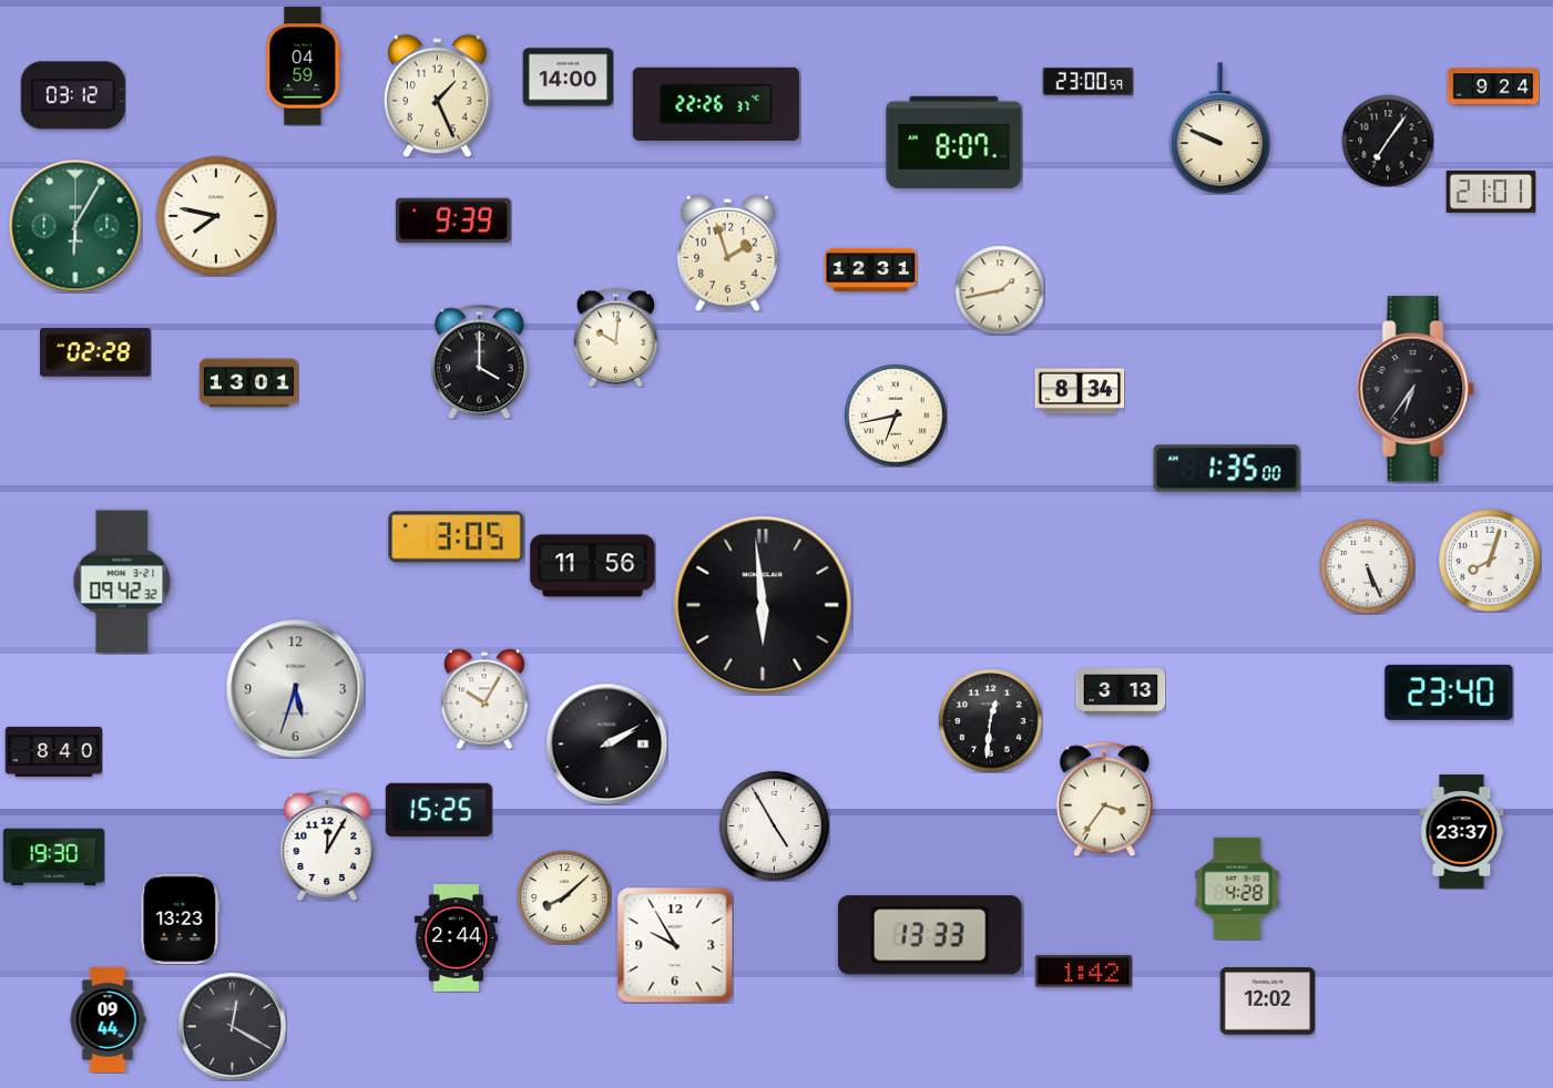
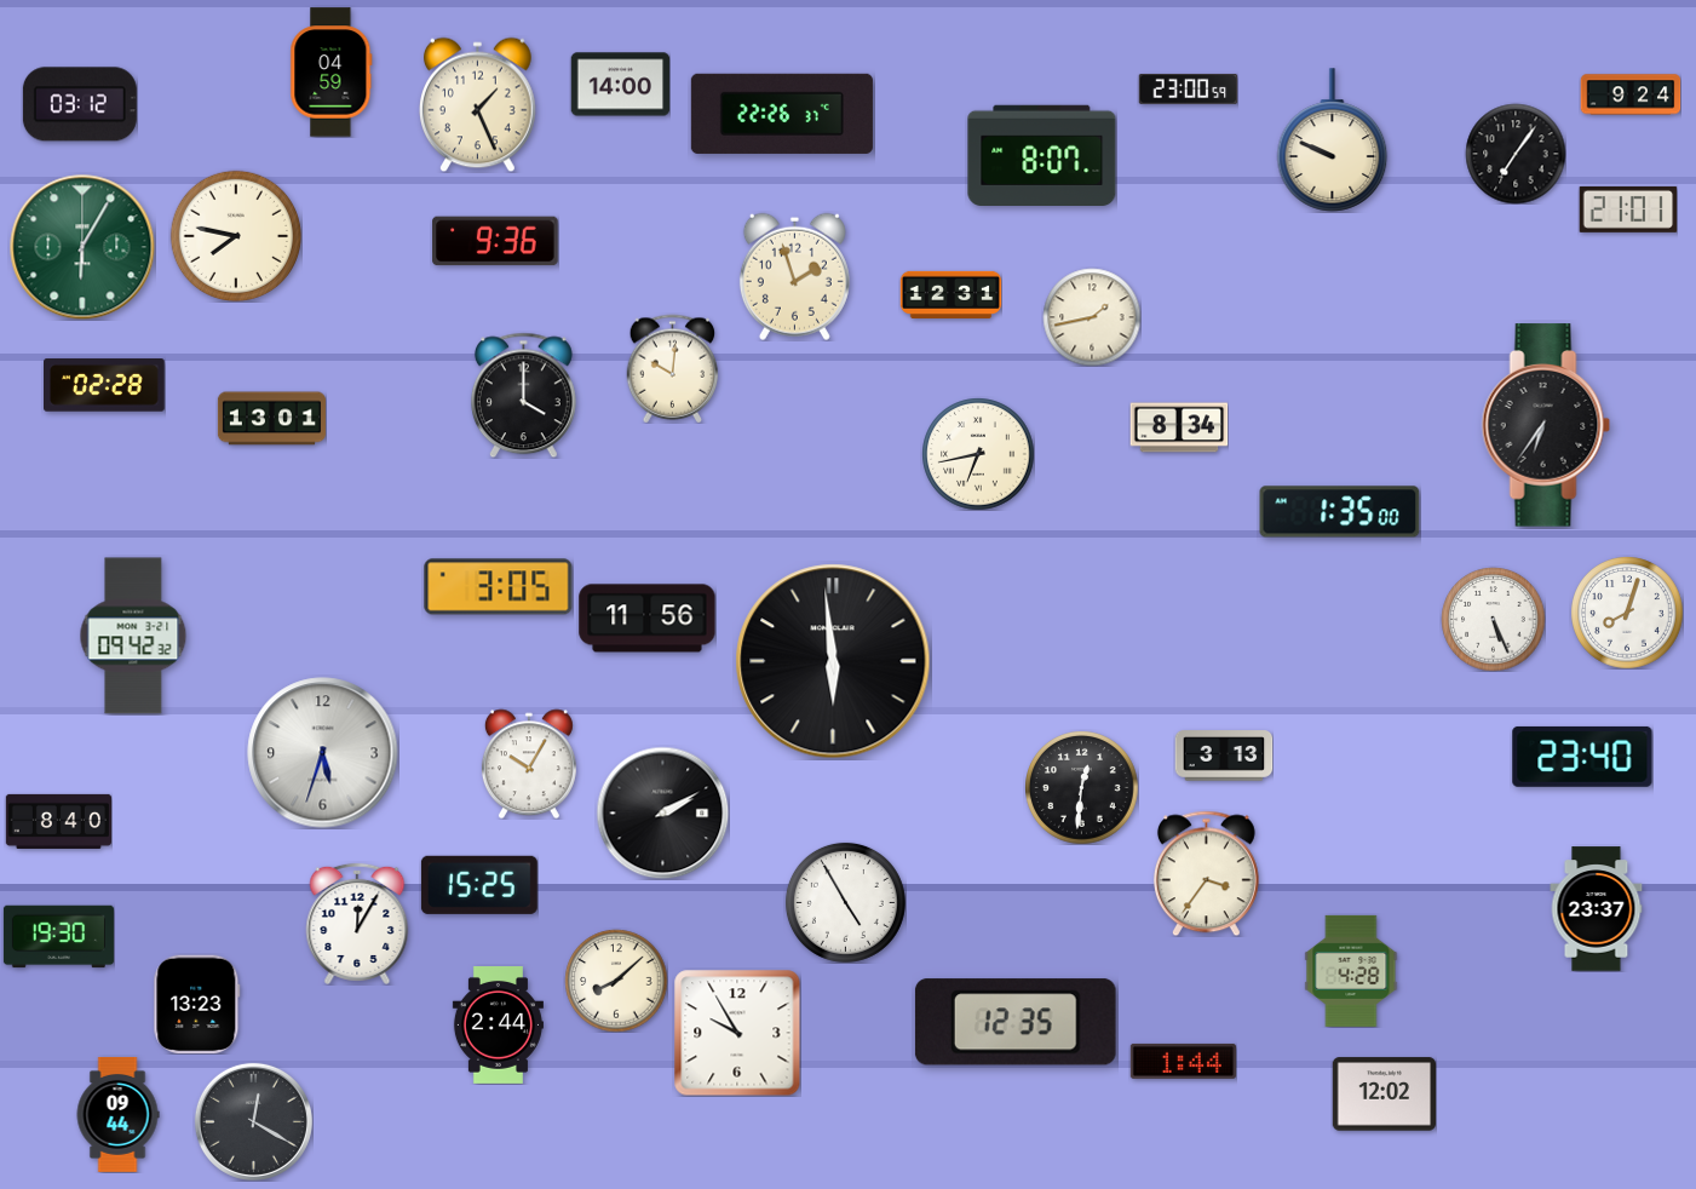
clock at (453, 220): 9:39 -> 9:36
clock at (930, 935): 13:33 -> 12:35
clock at (1083, 971): 1:42 -> 1:44
